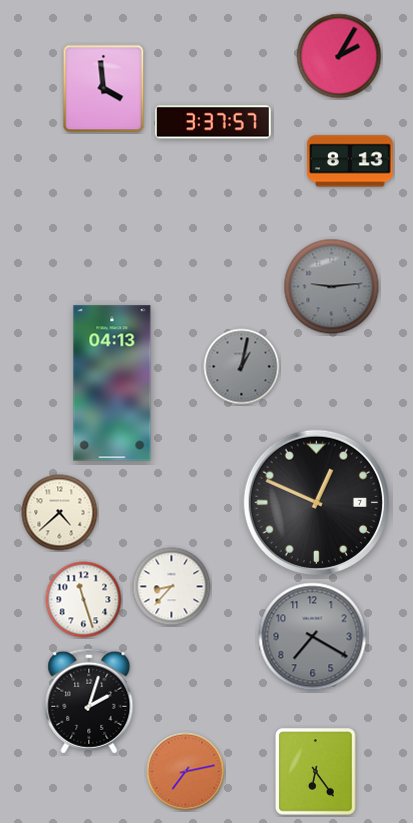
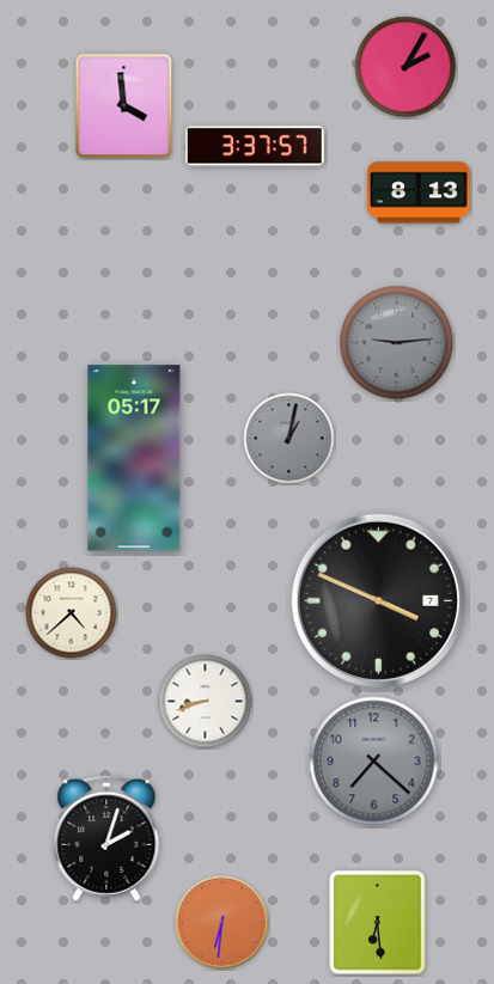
clock at (112, 383): 04:13 -> 05:17
clock at (316, 502): 12:49 -> 3:49
clock at (172, 587): 8:37 -> 8:42
clock at (84, 600): 11:27 -> none
clock at (313, 637): 7:20 -> 7:22
clock at (186, 772): 7:13 -> 6:31
clock at (316, 772): 6:24 -> 6:29
